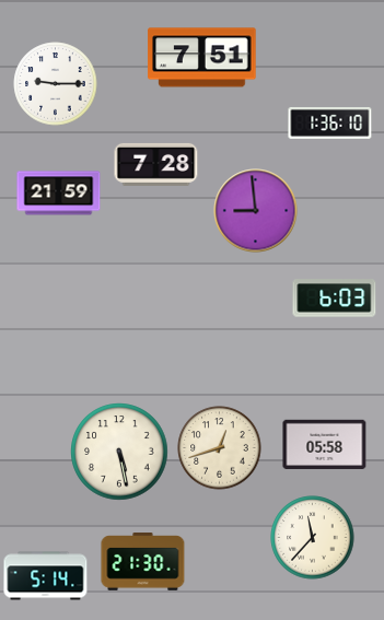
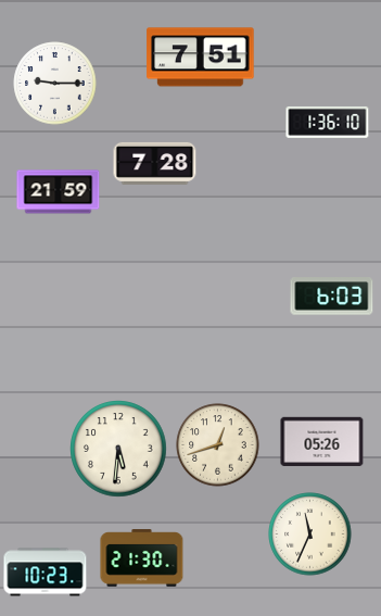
clock at (256, 211): 8:59 -> none
clock at (325, 444): 05:58 -> 05:26
clock at (119, 452): 5:28 -> 5:31
clock at (313, 538): 11:37 -> 11:34
clock at (46, 576): 5:14 -> 10:23
